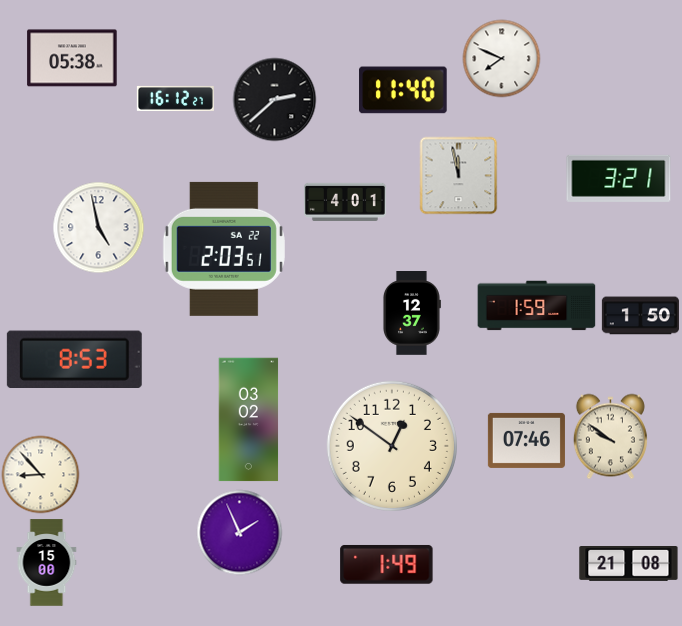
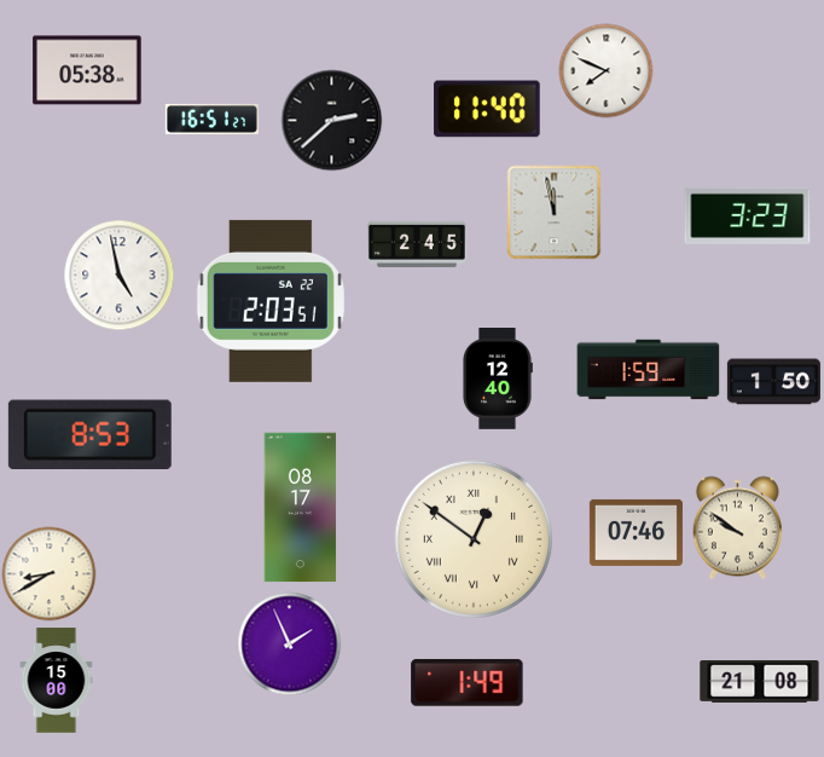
clock at (175, 98): 16:12 -> 16:51
clock at (619, 178): 3:21 -> 3:23
clock at (345, 202): 4:01 -> 2:45
clock at (411, 314): 12:37 -> 12:40
clock at (249, 420): 03:02 -> 08:17
clock at (392, 446) numerals: Arabic -> Roman
clock at (40, 474): 8:53 -> 8:40
